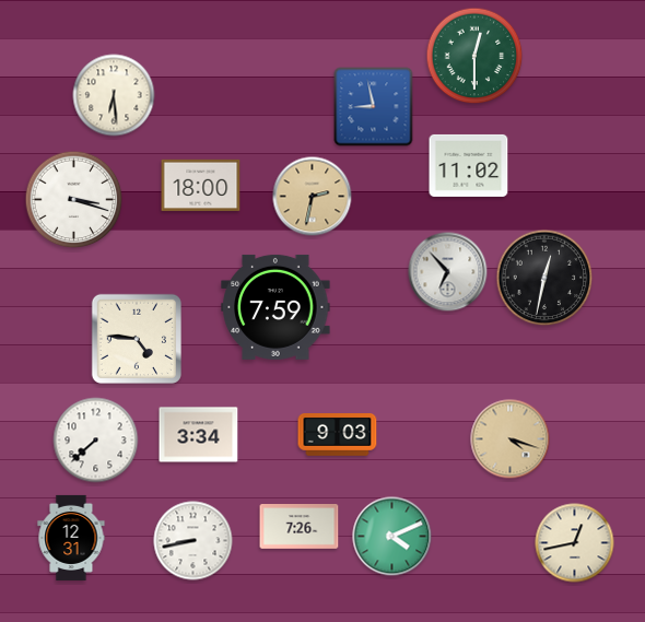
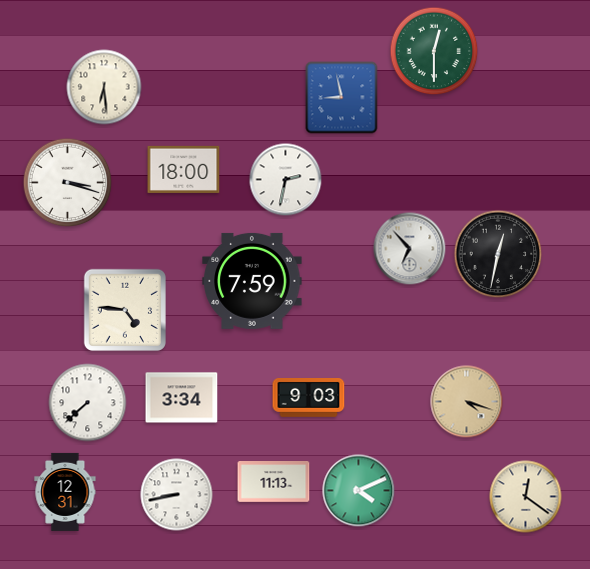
clock at (469, 165): 11:02 -> none
clock at (313, 197) dial: champagne -> white
clock at (300, 527): 7:26 -> 11:13
clock at (575, 543): 12:43 -> 12:21
